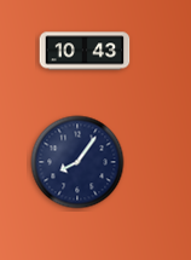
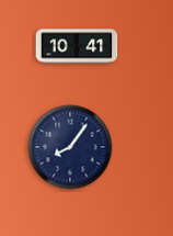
clock at (85, 51): 10:43 -> 10:41
